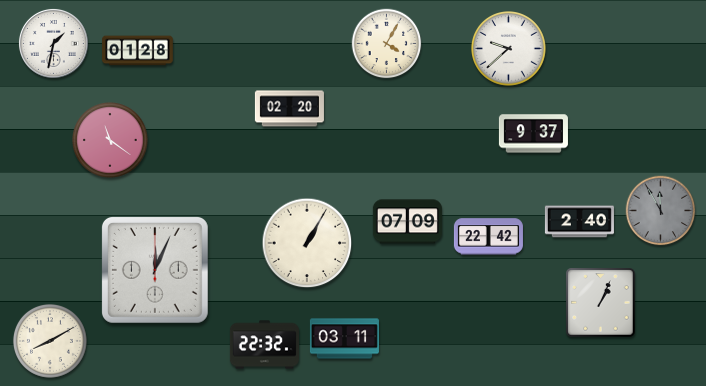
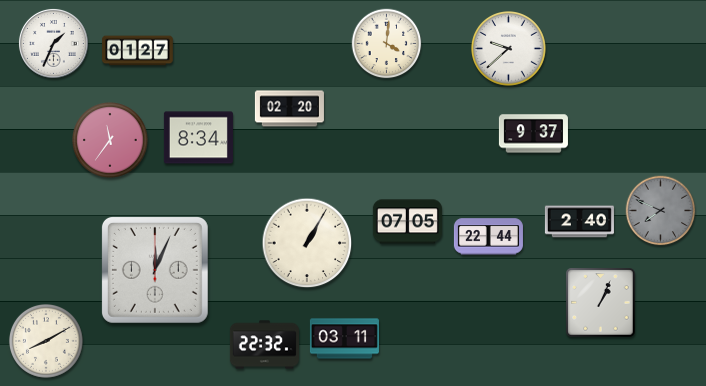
clock at (53, 43): 1:32 -> 1:34
clock at (387, 44): 4:05 -> 4:01
clock at (138, 51): 01:28 -> 01:27
clock at (198, 138): none -> 8:34
clock at (110, 140): 11:21 -> 11:36
clock at (661, 211): 11:55 -> 7:49
clock at (407, 222): 07:09 -> 07:05
clock at (488, 237): 22:42 -> 22:44
clock at (50, 341) position: (50, 341) -> (46, 341)
